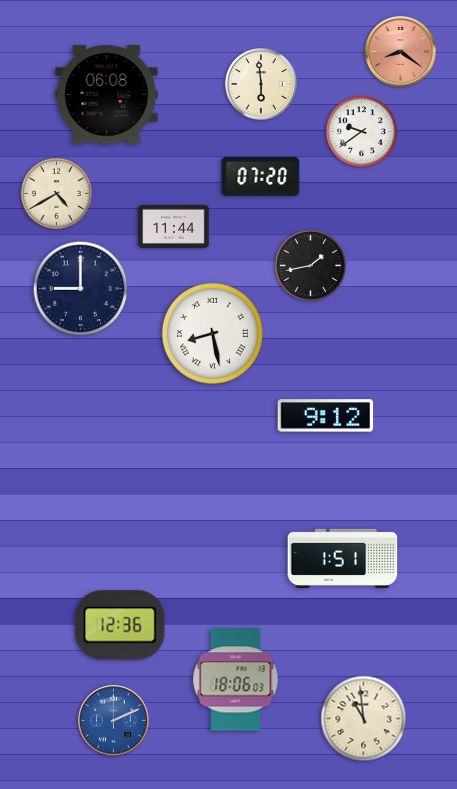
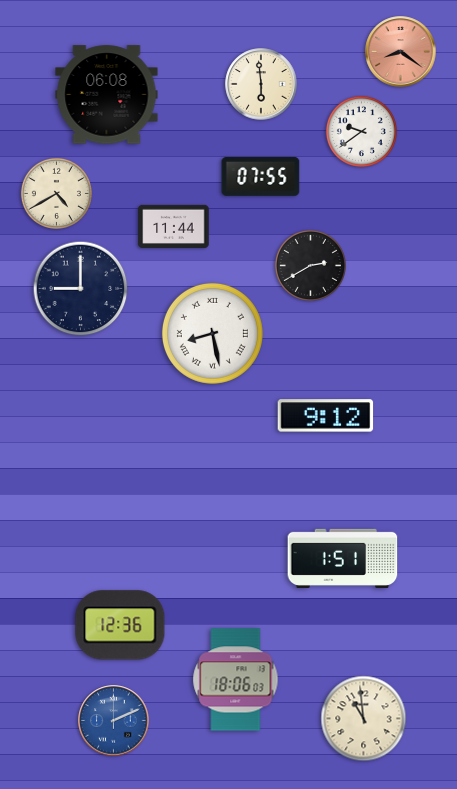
clock at (261, 177): 07:20 -> 07:55
clock at (310, 265): 1:43 -> 2:40
